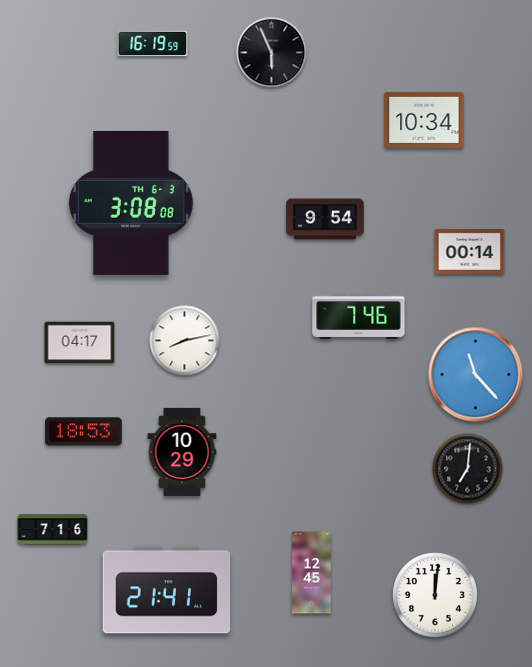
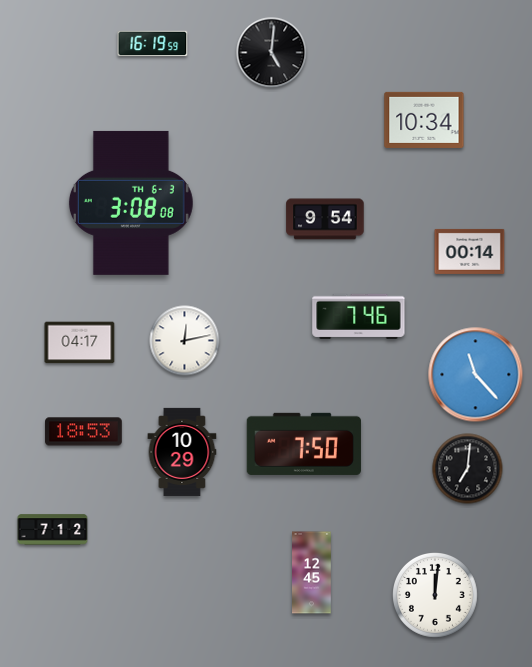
clock at (272, 53): 5:56 -> 5:01
clock at (185, 341): 8:13 -> 12:13
clock at (304, 444): none -> 7:50
clock at (53, 530): 7:16 -> 7:12
clock at (167, 590): 21:41 -> none
